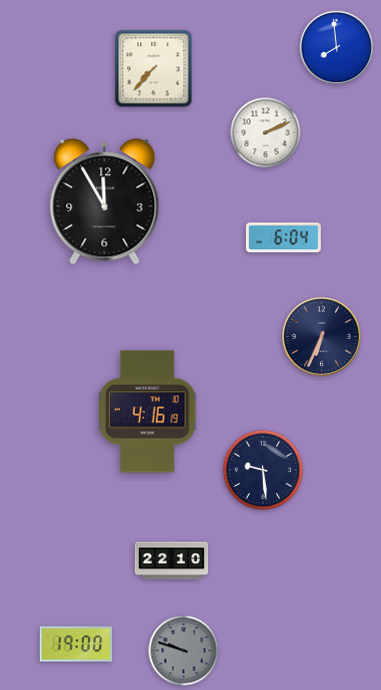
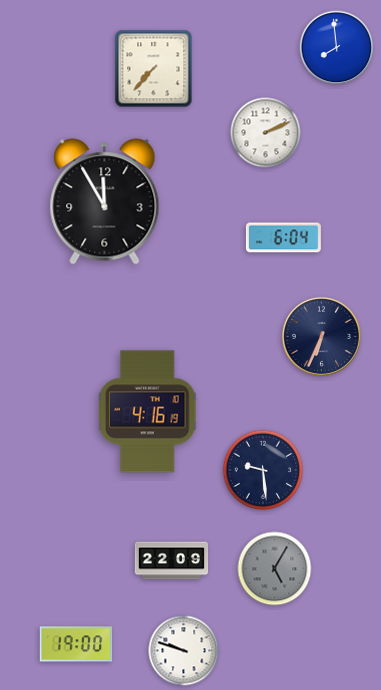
clock at (172, 561): 22:10 -> 22:09
clock at (275, 569): none -> 5:05
clock at (184, 651) dial: grey -> white
